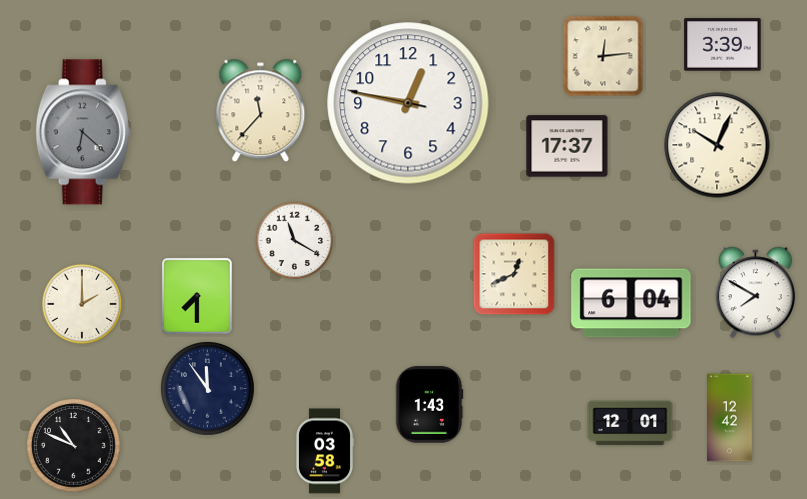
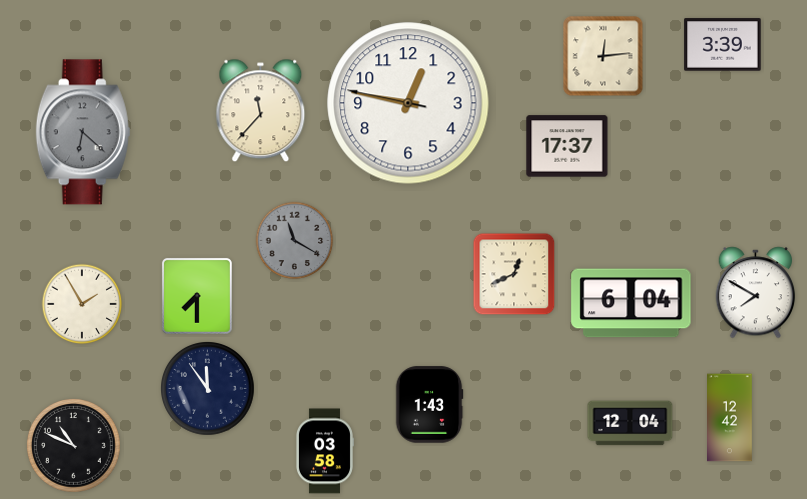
clock at (717, 145): 10:04 -> none
clock at (295, 241) dial: white -> grey
clock at (82, 304): 2:00 -> 1:55
clock at (630, 423): 12:01 -> 12:04
